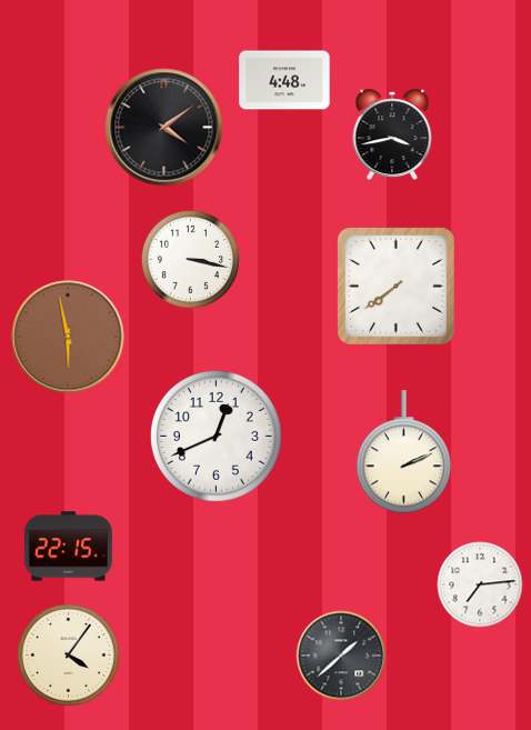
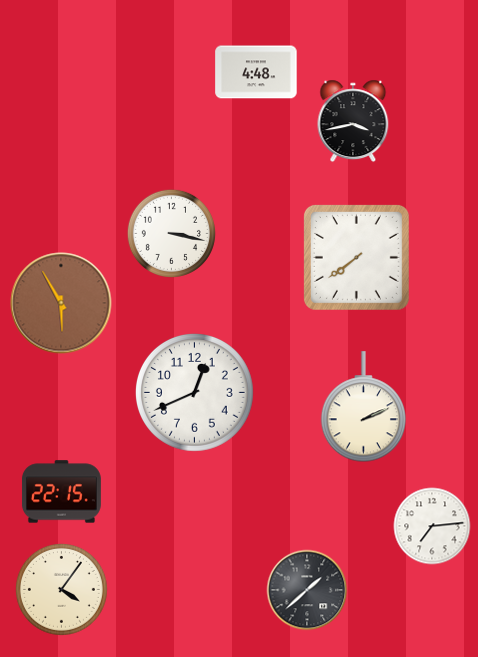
clock at (164, 128): 4:09 -> none
clock at (68, 337): 5:58 -> 5:55
